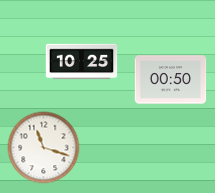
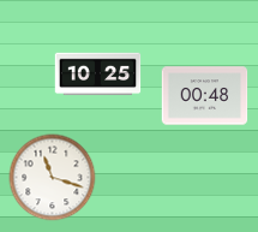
clock at (171, 80): 00:50 -> 00:48
